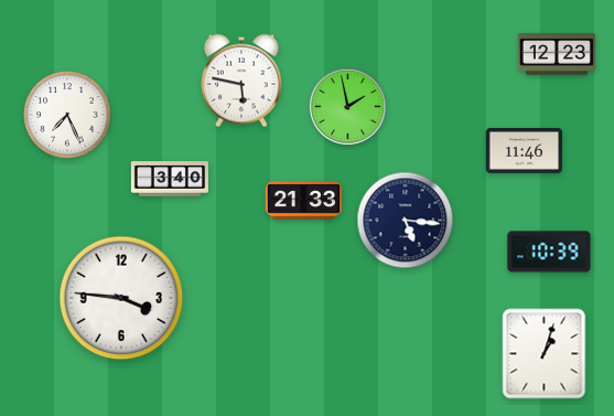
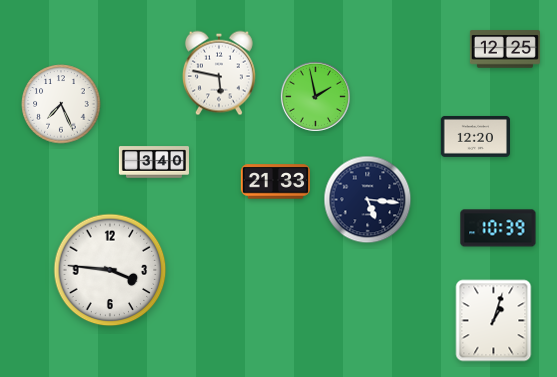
clock at (557, 54): 12:23 -> 12:25
clock at (524, 150): 11:46 -> 12:20
